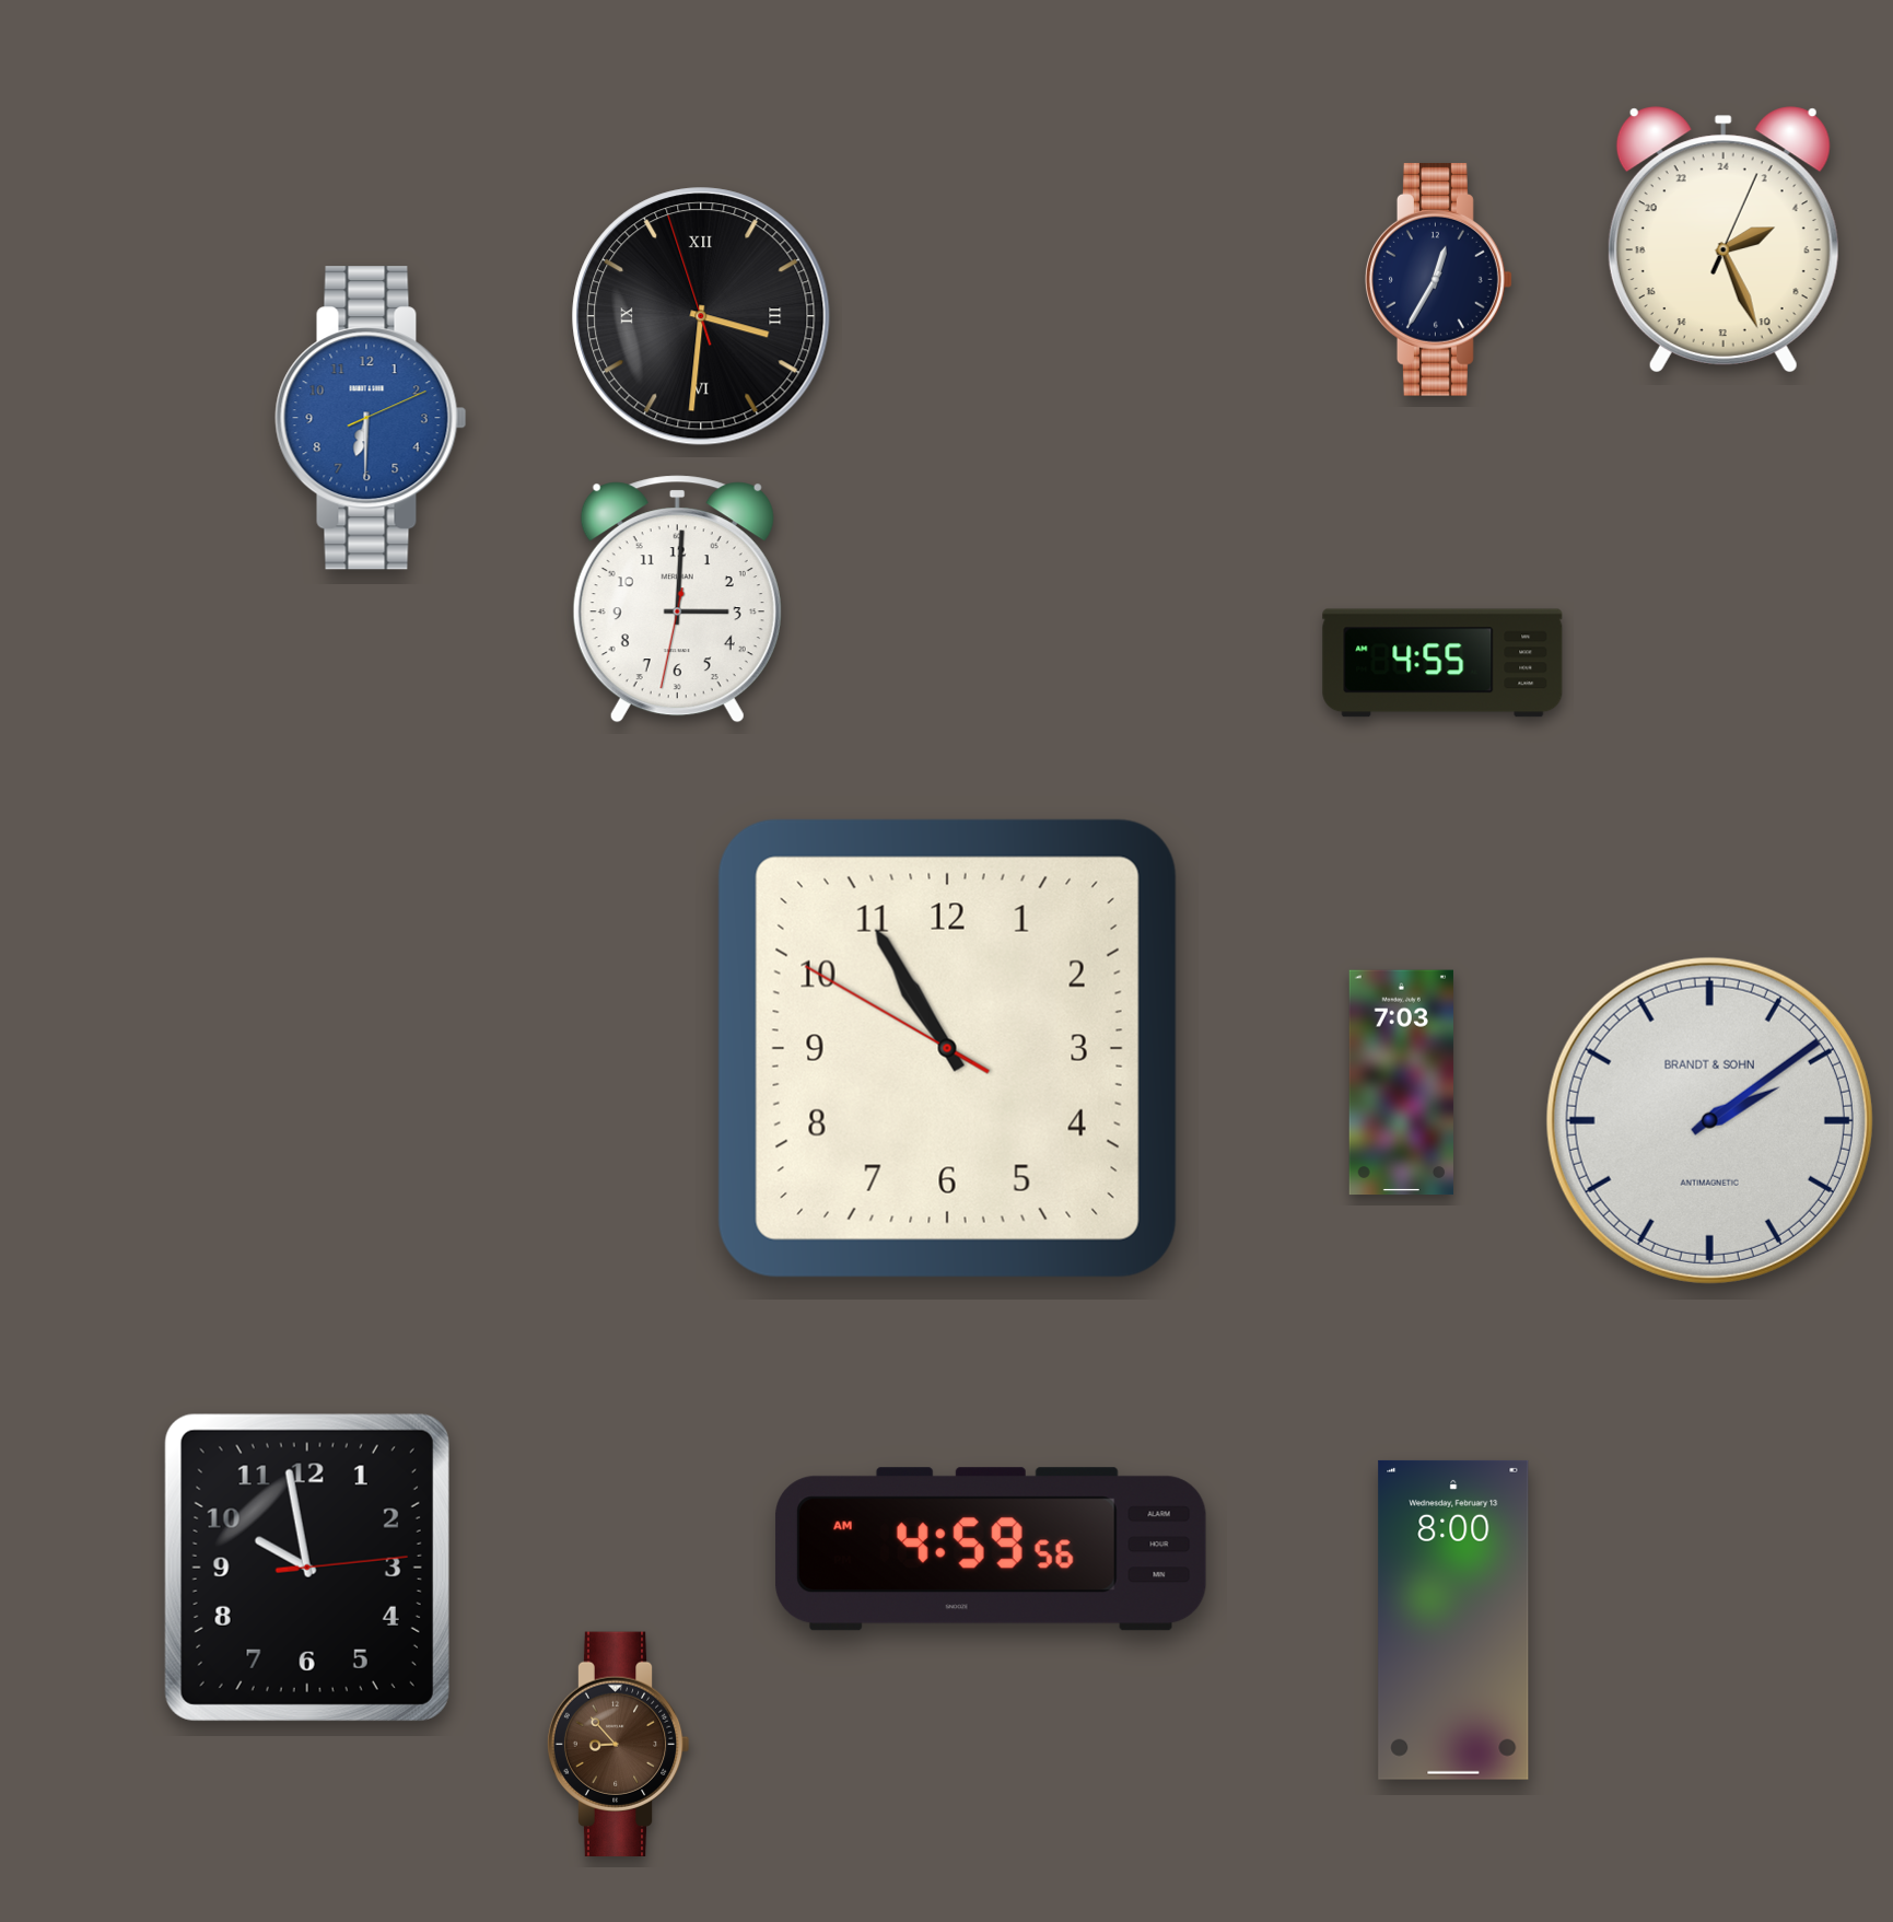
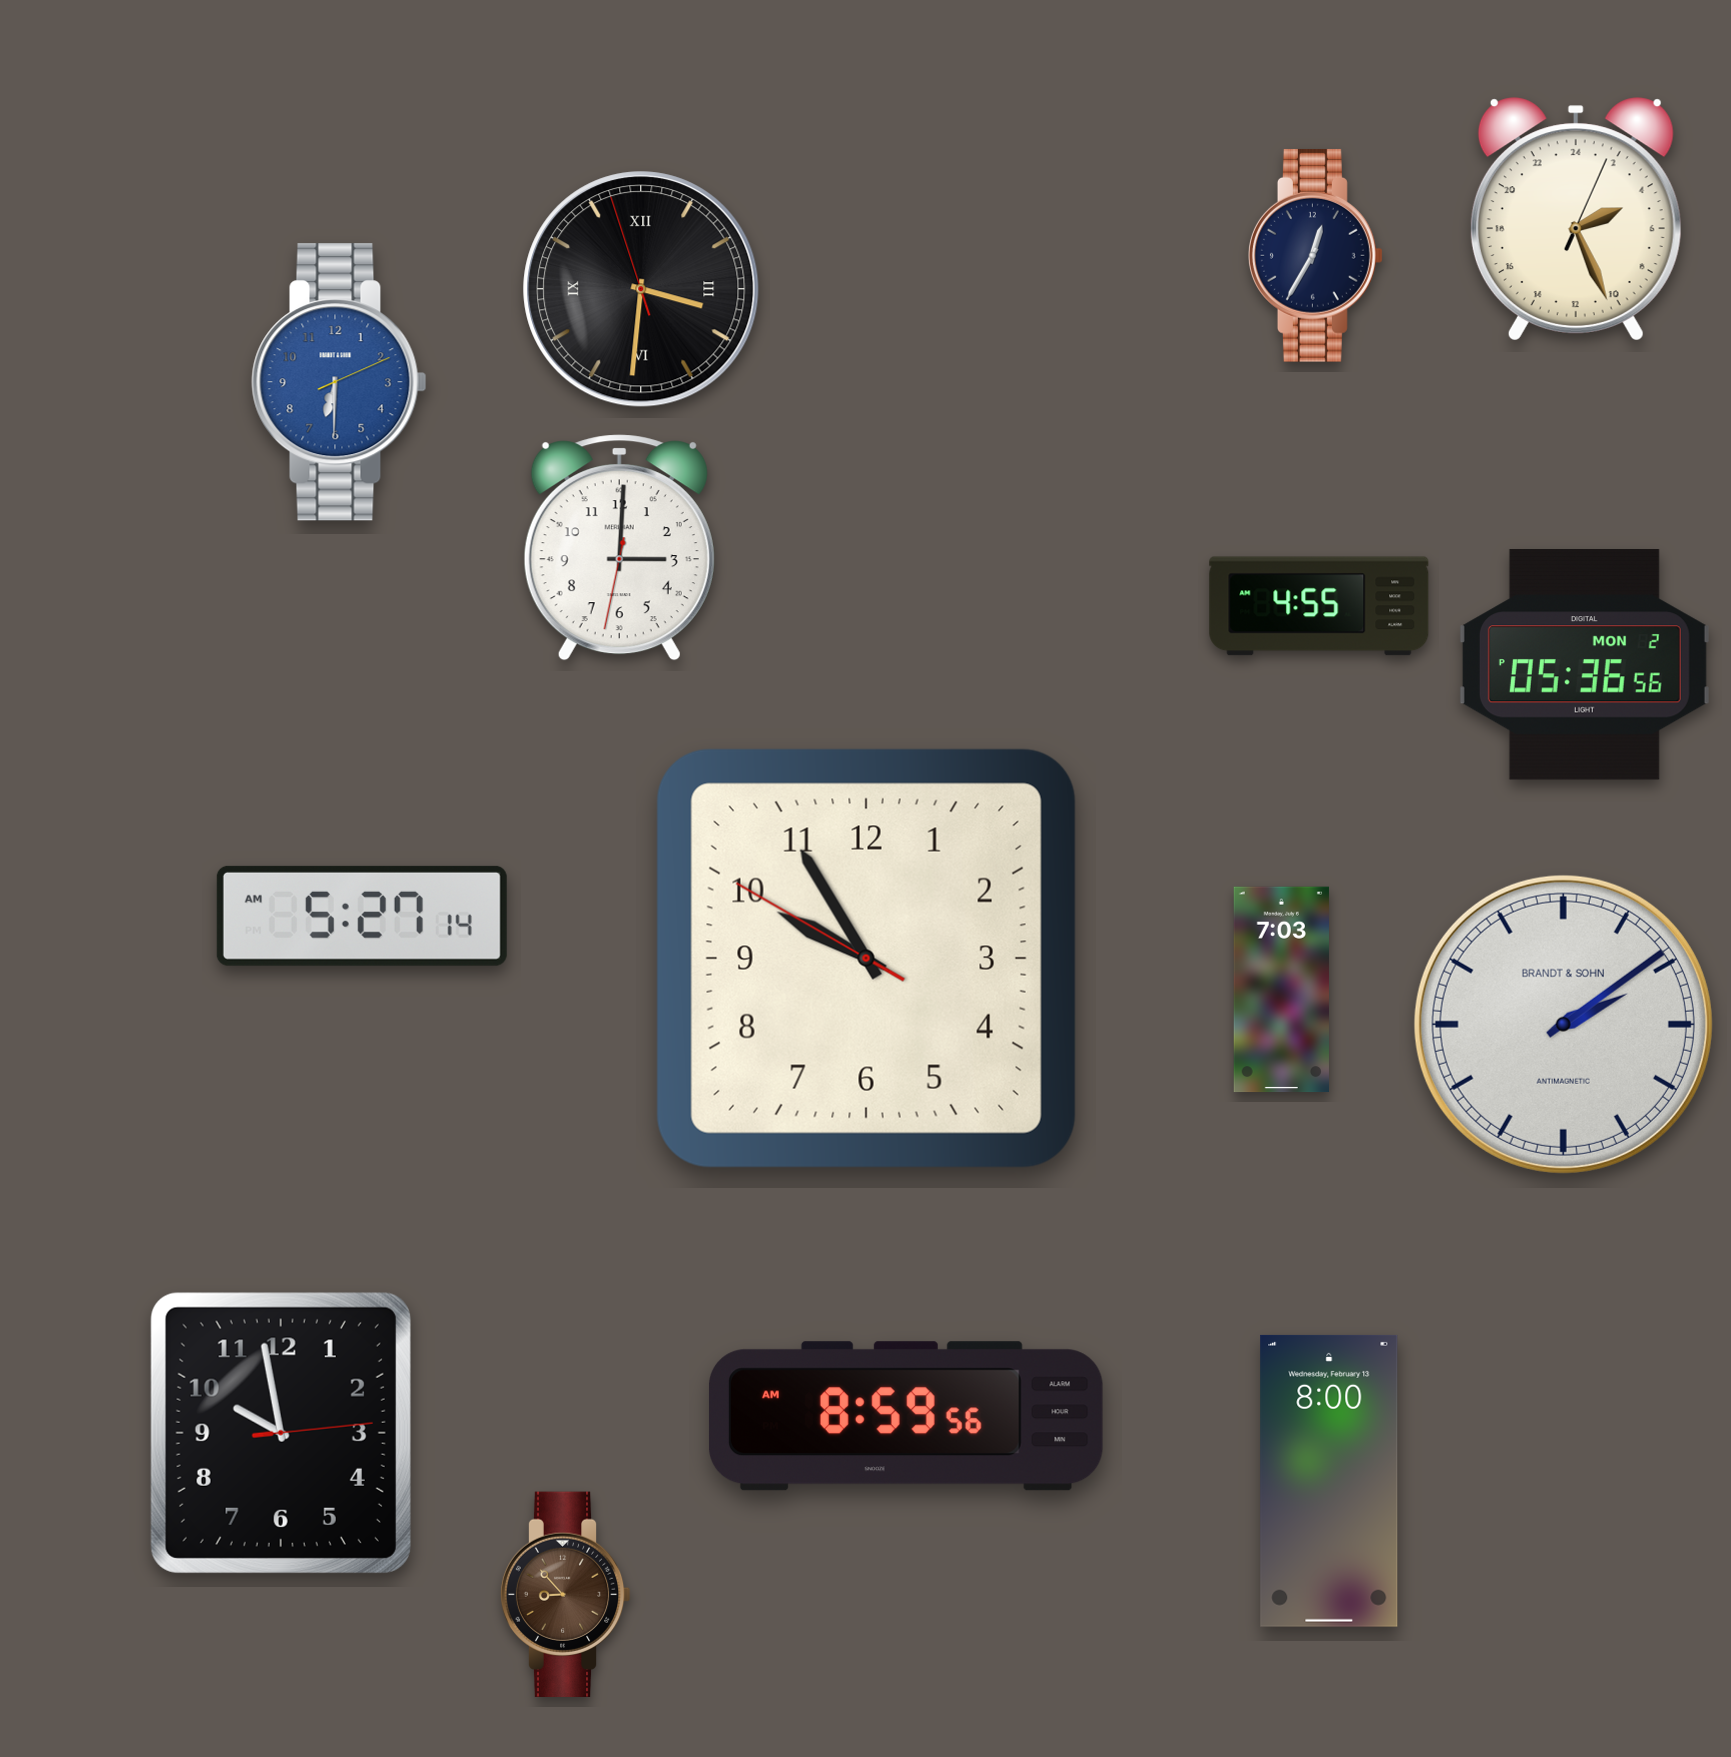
clock at (1584, 665): none -> 05:36
clock at (362, 916): none -> 5:27
clock at (947, 1048): 10:54 -> 9:54
clock at (991, 1549): 4:59 -> 8:59
